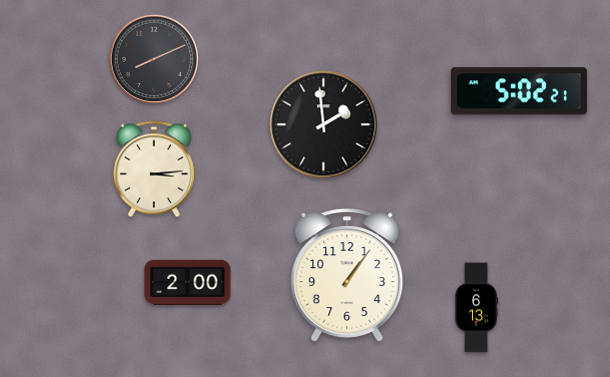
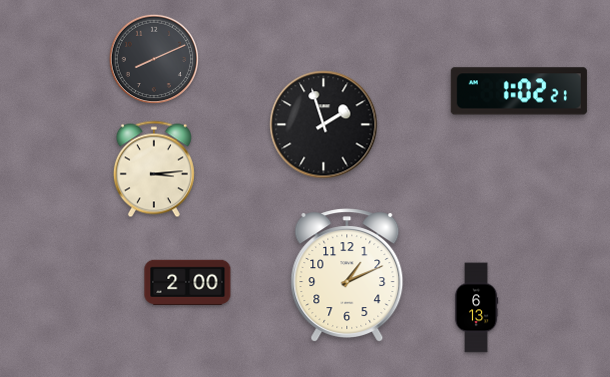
clock at (519, 91): 5:02 -> 1:02
clock at (324, 125): 1:59 -> 1:57
clock at (347, 275): 1:06 -> 1:11
